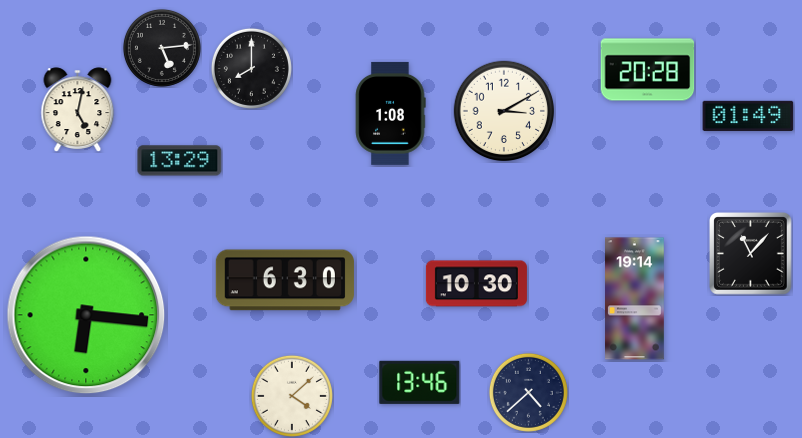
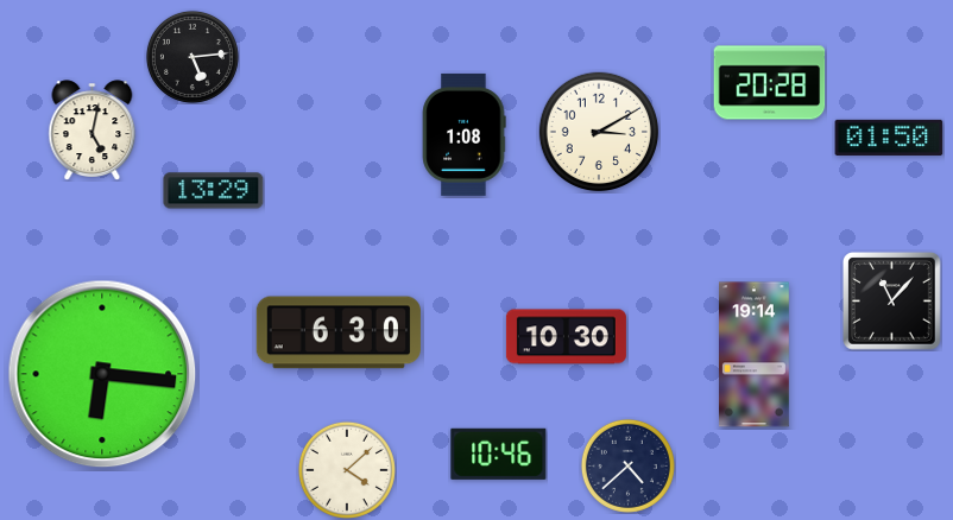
clock at (251, 68): 8:00 -> none
clock at (748, 116): 01:49 -> 01:50
clock at (420, 382): 13:46 -> 10:46
